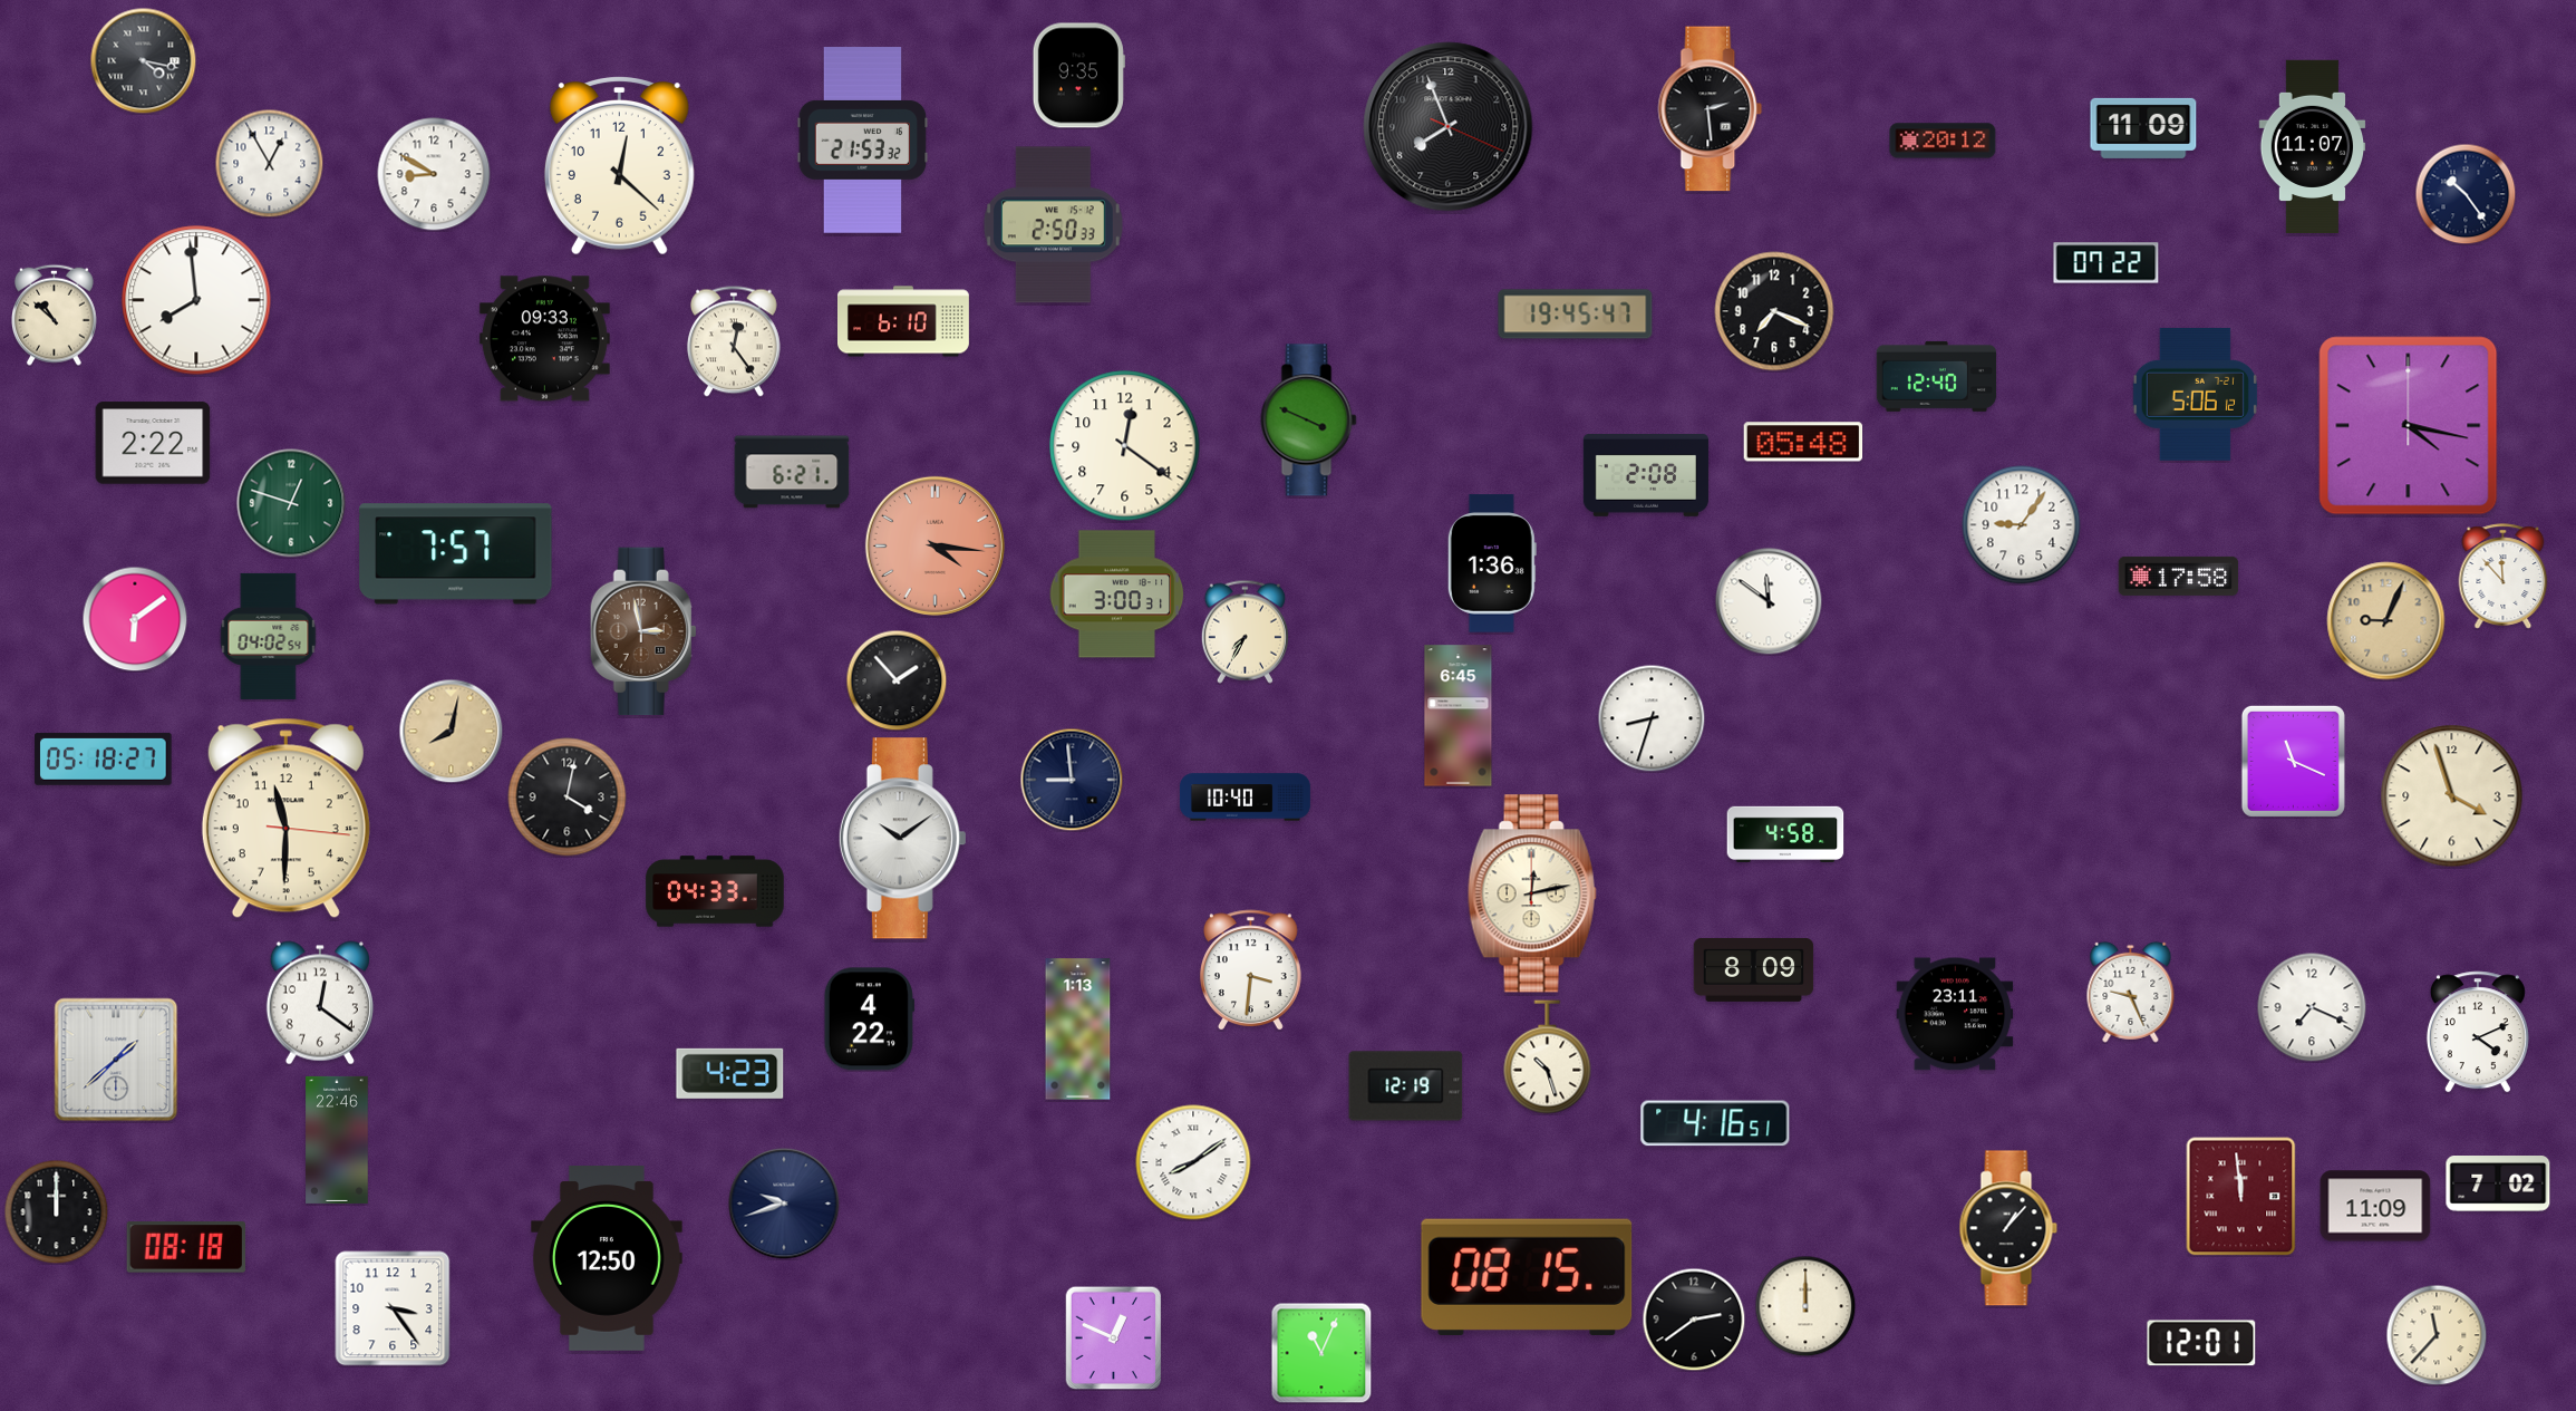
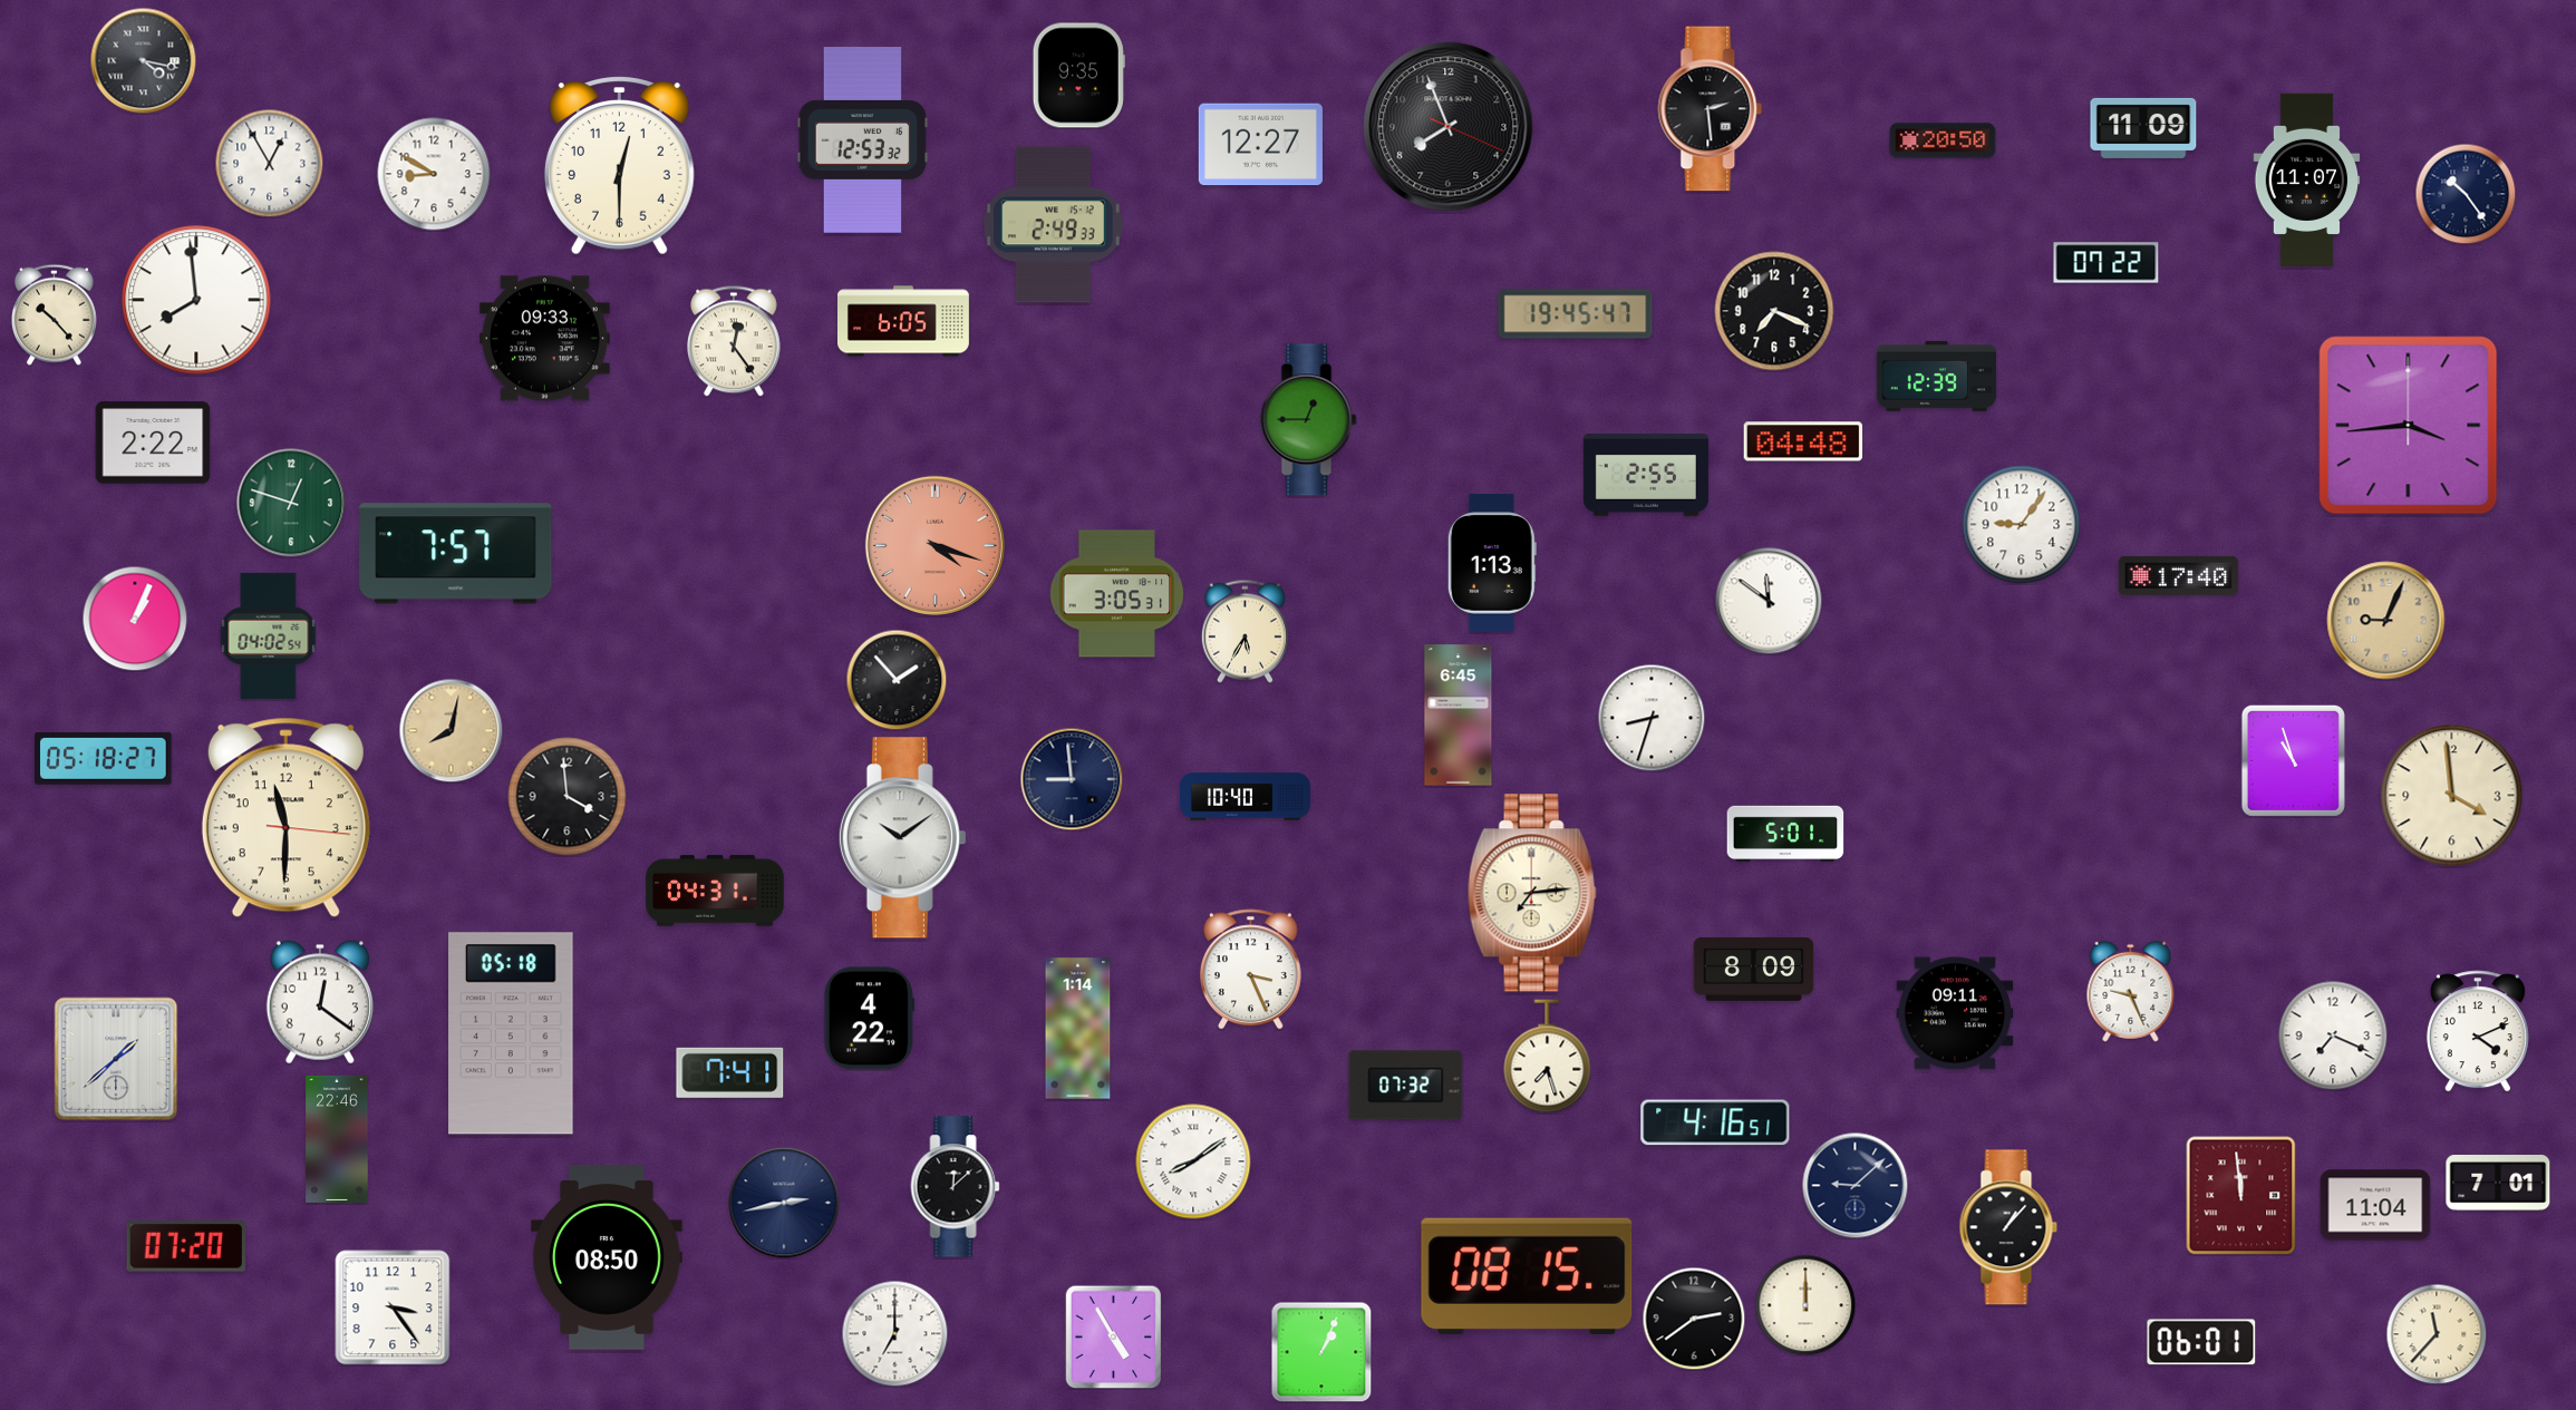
clock at (863, 141): 21:53 -> 12:53
clock at (1943, 141): 20:12 -> 20:50
clock at (1260, 145): none -> 12:27
clock at (2313, 146) position: (2313, 146) -> (2307, 179)
clock at (619, 166): 12:22 -> 12:30
clock at (1053, 225): 2:50 -> 2:49
clock at (55, 315): 10:52 -> 10:23
clock at (904, 321): 6:10 -> 6:05
clock at (1937, 376): 12:40 -> 12:39
clock at (2195, 394): 5:06 -> none
clock at (1309, 421): 3:49 -> 12:45
clock at (2409, 426): 4:17 -> 3:44
clock at (1803, 442): 05:48 -> 04:48
clock at (1125, 446): 12:21 -> none
clock at (792, 472): 6:21 -> none
clock at (1646, 476): 2:08 -> 2:55
clock at (934, 545): 4:16 -> 4:18
clock at (1492, 563): 1:36 -> 1:13
clock at (2179, 576): 17:58 -> 17:40
clock at (2504, 577): 11:53 -> none
clock at (1117, 595): 3:00 -> 3:05
clock at (135, 619): 6:09 -> 1:04
clock at (643, 631): 2:58 -> none
clock at (1245, 631): 7:35 -> 5:35
clock at (2293, 761): 11:19 -> 10:57
clock at (2452, 796): 3:57 -> 3:59
clock at (568, 798): 4:02 -> 3:59
clock at (1785, 833): 4:58 -> 5:01
clock at (715, 891): 04:33 -> 04:31
clock at (1532, 893): 12:13 -> 7:14
clock at (1250, 970): 3:31 -> 3:26
clock at (2312, 1007) position: (2312, 1007) -> (2333, 1035)
clock at (1955, 1014): 23:11 -> 09:11
clock at (1078, 1030): 1:13 -> 1:14
clock at (511, 1033): none -> 05:18
clock at (1548, 1057): 10:27 -> 7:27
clock at (730, 1073): 4:23 -> 7:41
clock at (1406, 1086): 12:19 -> 07:32
clock at (2498, 1185): 7:02 -> 7:01
clock at (1854, 1185): none -> 9:08
clock at (956, 1187): none -> 12:08
clock at (784, 1204): 9:42 -> 2:43
clock at (2375, 1206): 11:09 -> 11:04
clock at (56, 1211): 12:00 -> none
clock at (185, 1248): 08:18 -> 07:20
clock at (608, 1259): 12:50 -> 08:50
clock at (894, 1333): none -> 7:00
clock at (1114, 1337): 12:49 -> 4:55
clock at (2201, 1343): 12:01 -> 06:01
clock at (1321, 1353): 11:04 -> 1:04
